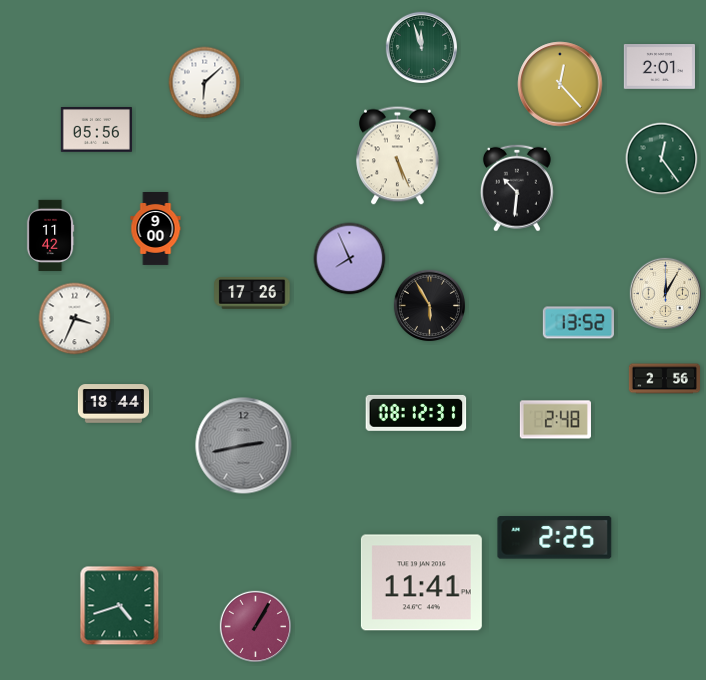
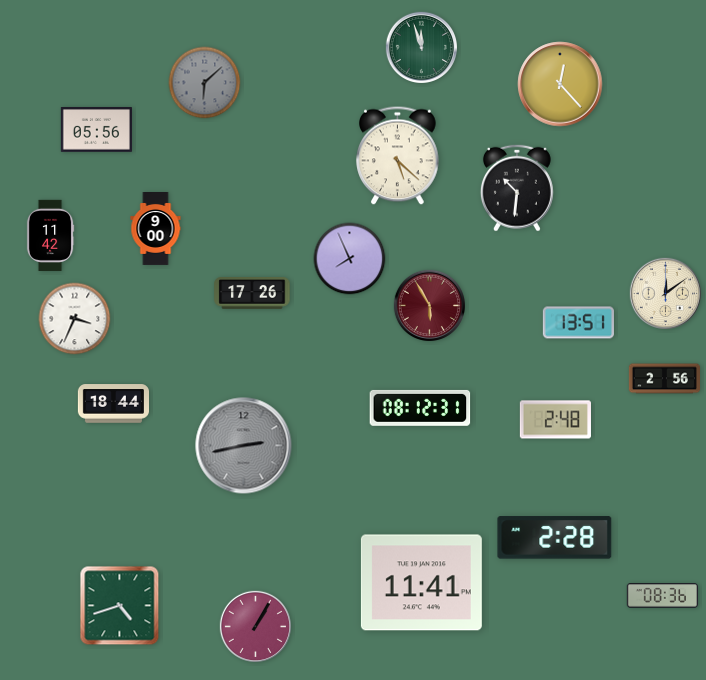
clock at (659, 67): 2:01 -> none
clock at (205, 83) dial: white -> grey
clock at (398, 156): 5:26 -> 5:22
clock at (662, 159): 12:24 -> none
clock at (665, 293): 12:05 -> 12:09
clock at (429, 305) dial: black -> burgundy
clock at (578, 323): 13:52 -> 13:51
clock at (416, 413) position: (416, 413) -> (420, 408)
clock at (555, 538): 2:25 -> 2:28
clock at (662, 596): none -> 08:36
